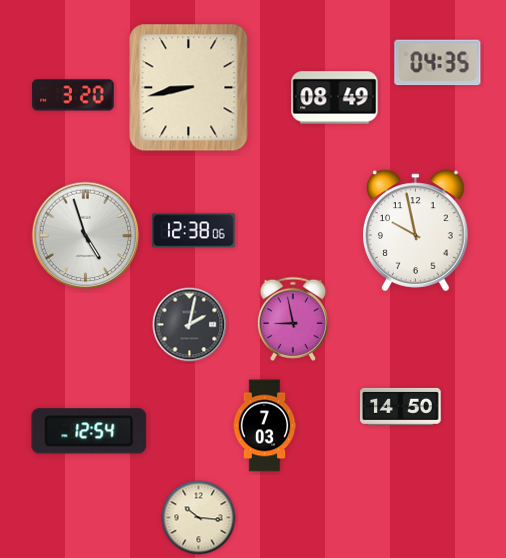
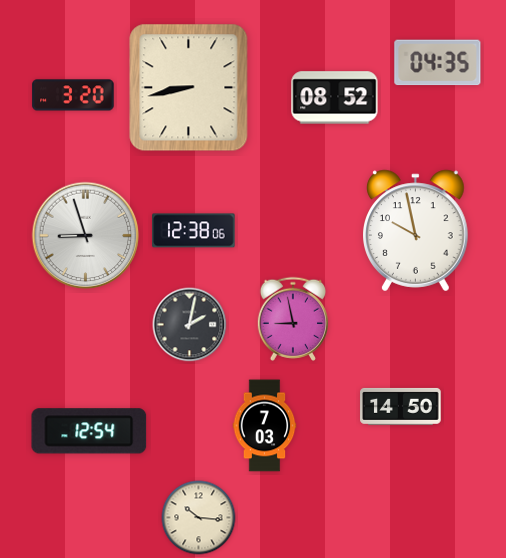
clock at (335, 98): 08:49 -> 08:52
clock at (86, 236): 4:57 -> 8:57
